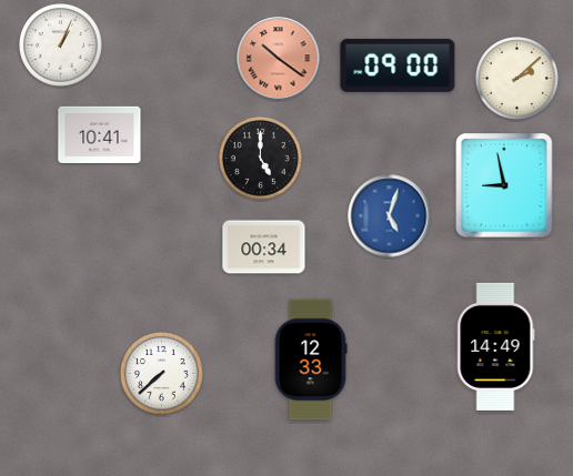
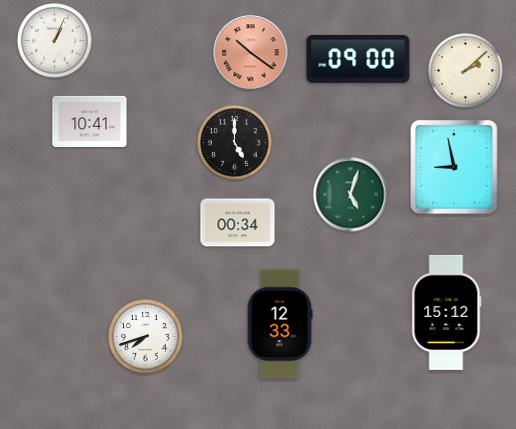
clock at (390, 216) dial: blue -> green
clock at (496, 346): 14:49 -> 15:12
clock at (162, 374): 7:38 -> 7:42
